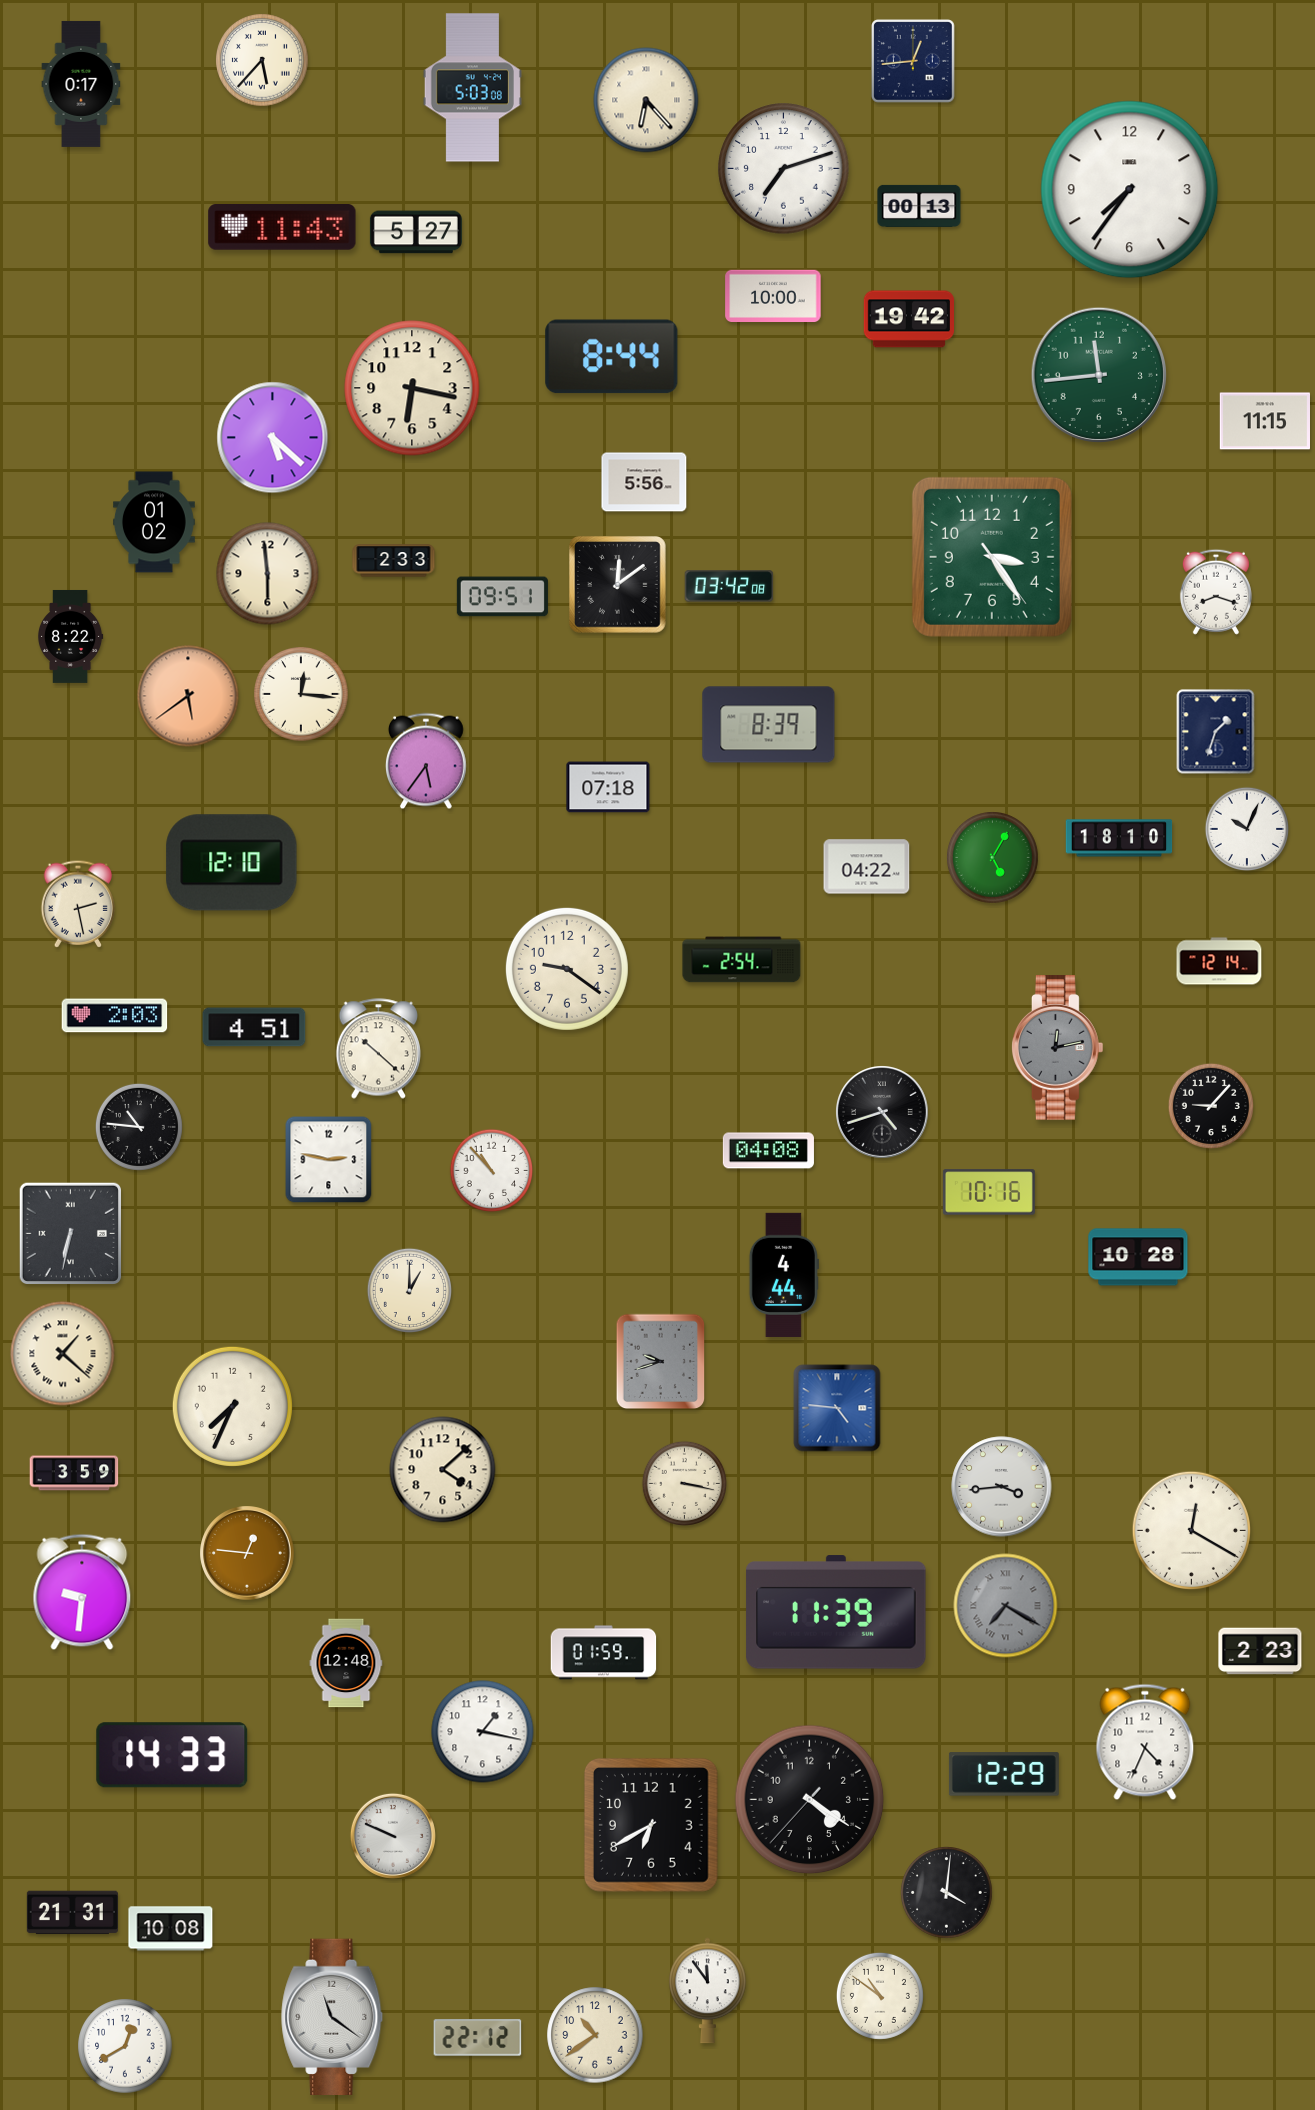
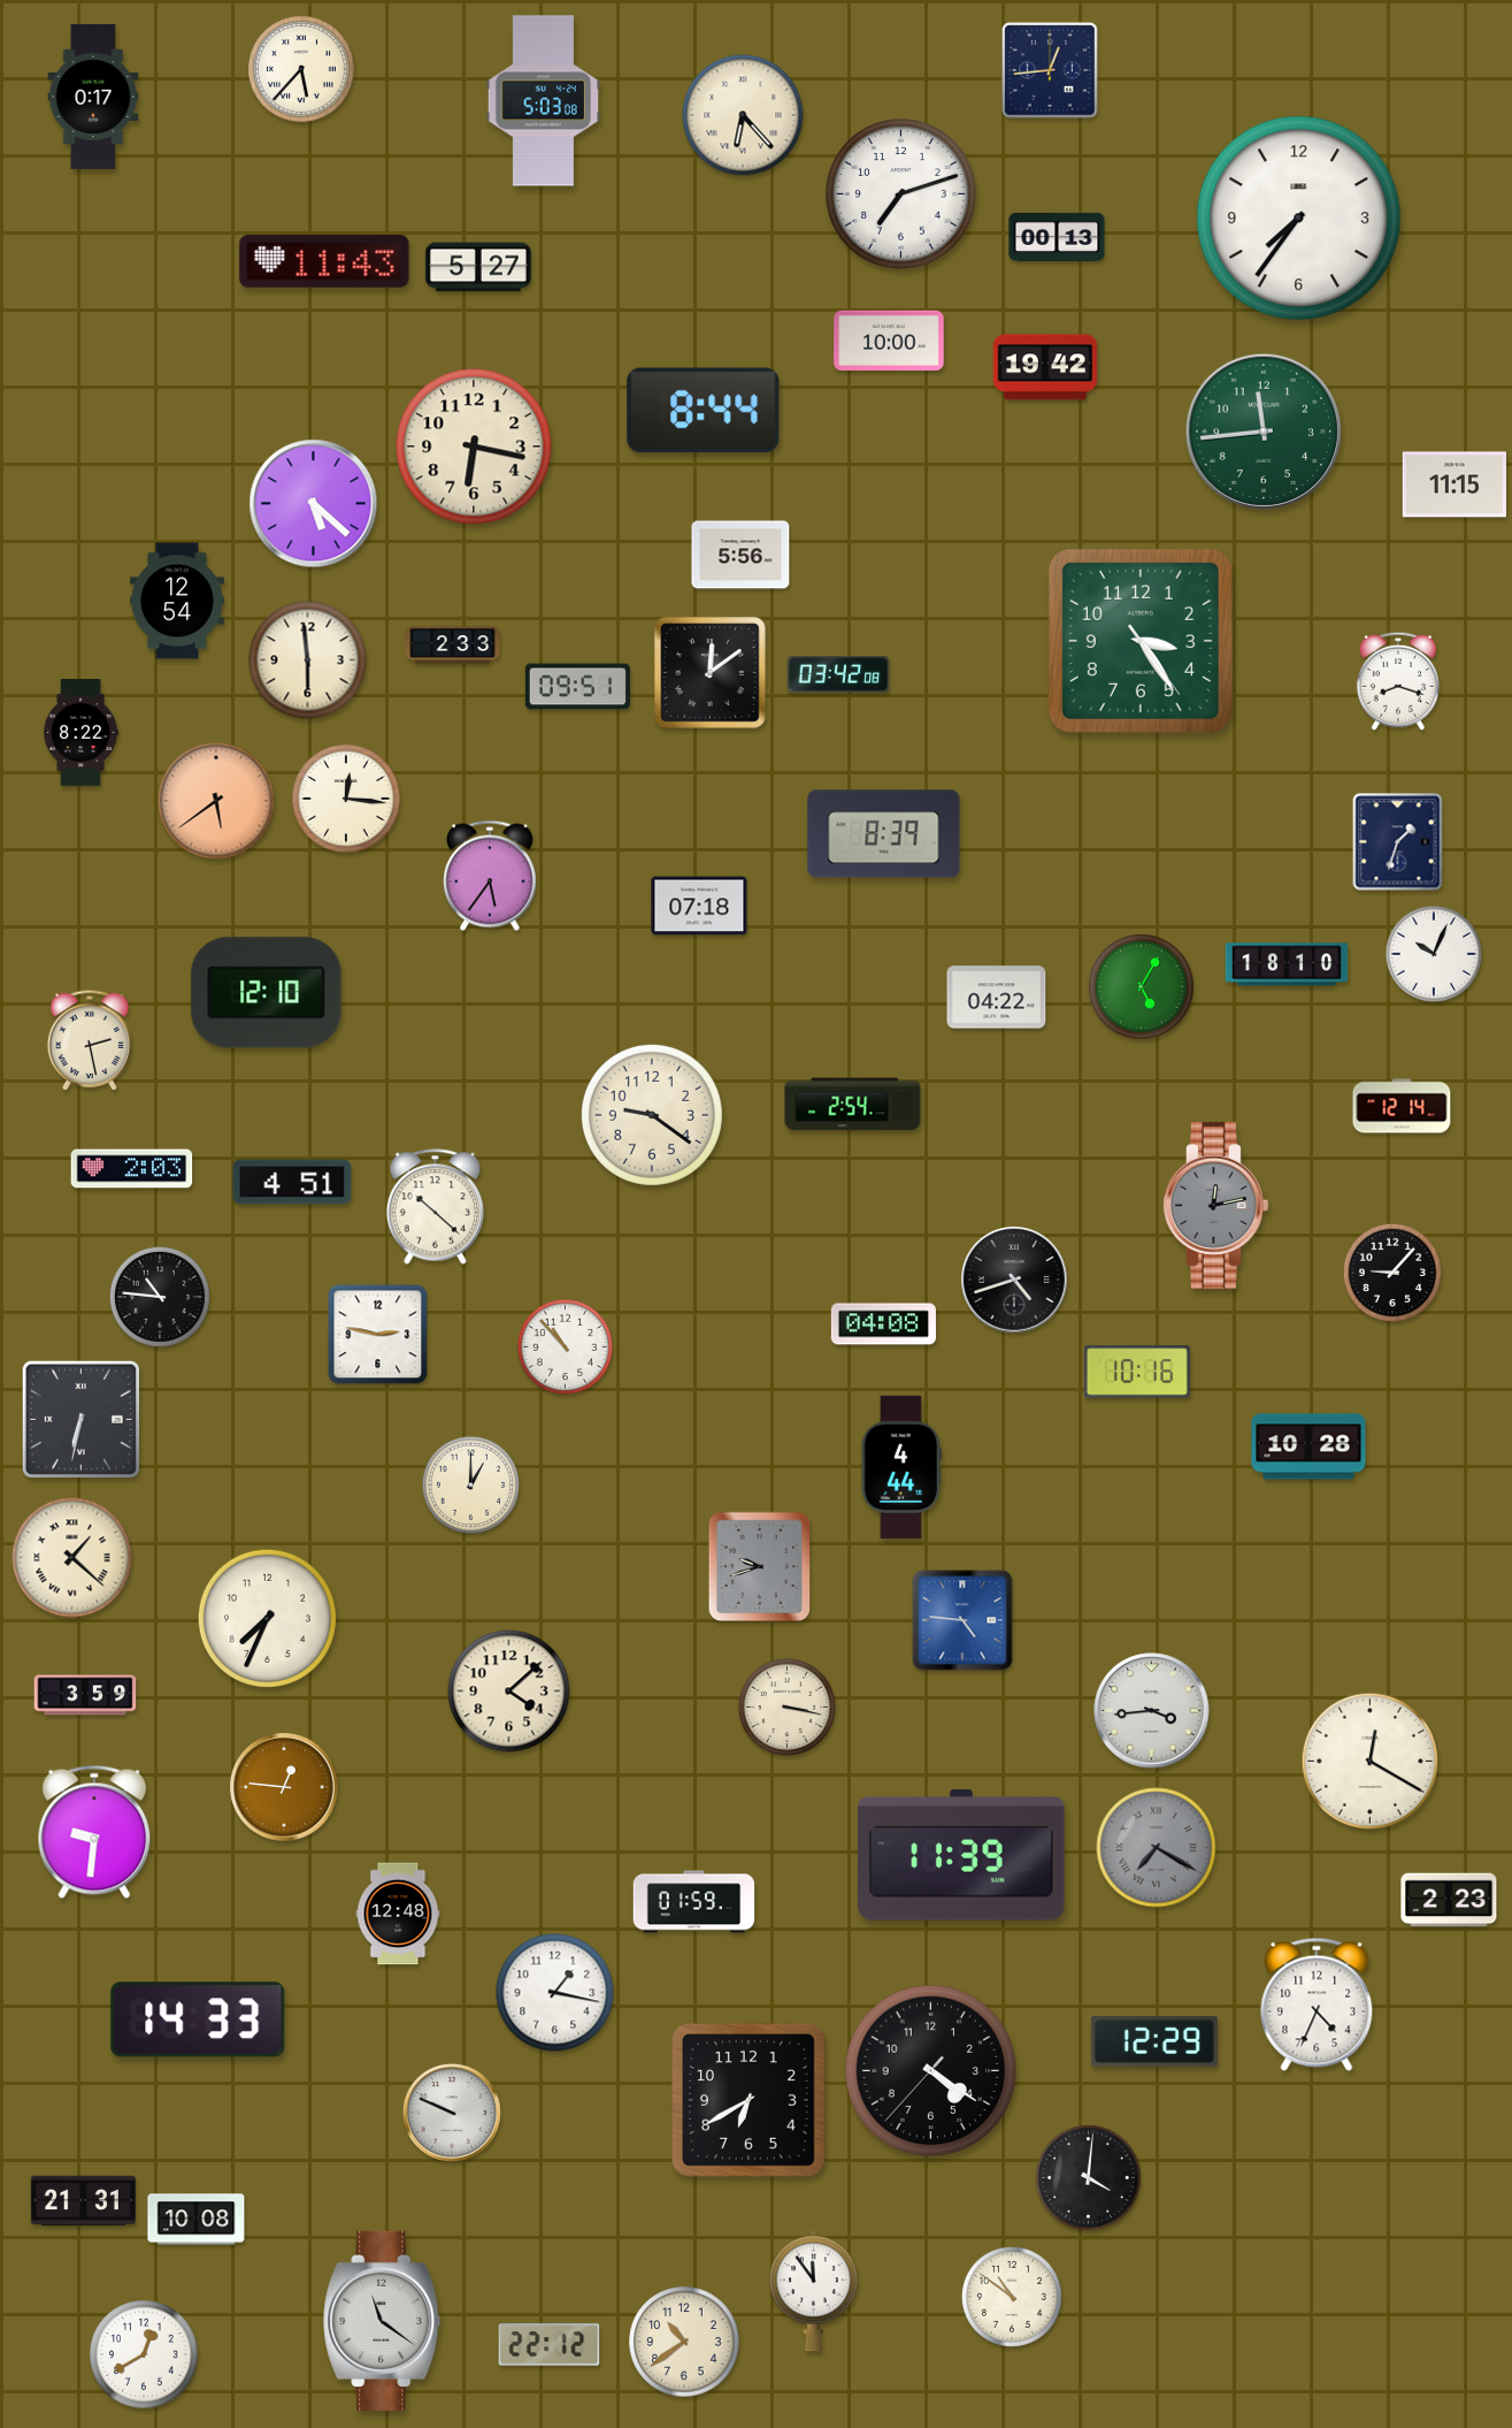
clock at (155, 522): 01:02 -> 12:54
